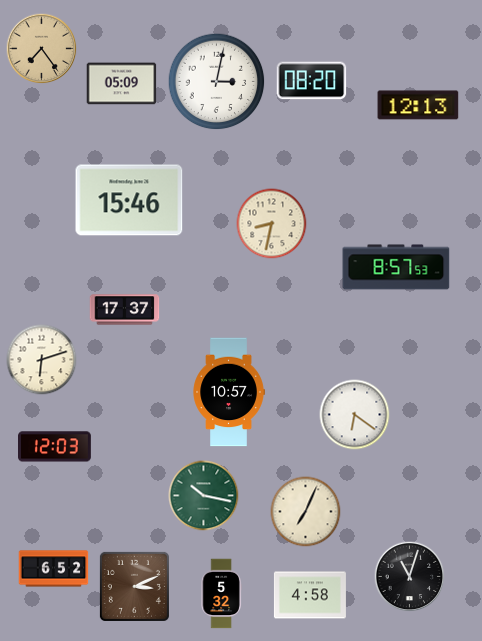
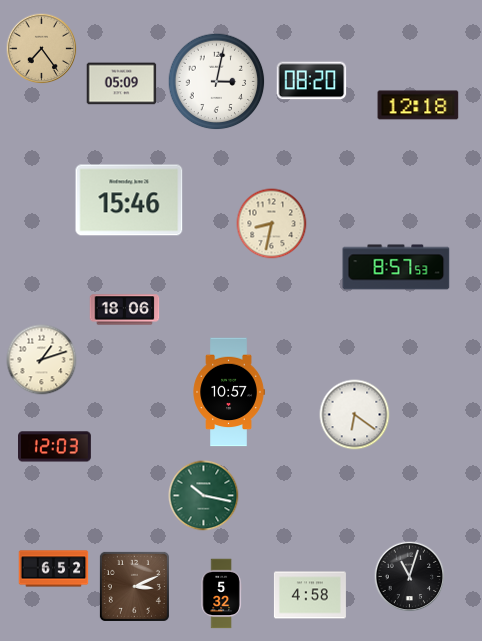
clock at (418, 105): 12:13 -> 12:18
clock at (125, 310): 17:37 -> 18:06
clock at (42, 360): 6:12 -> 1:12
clock at (306, 512): 7:04 -> none
